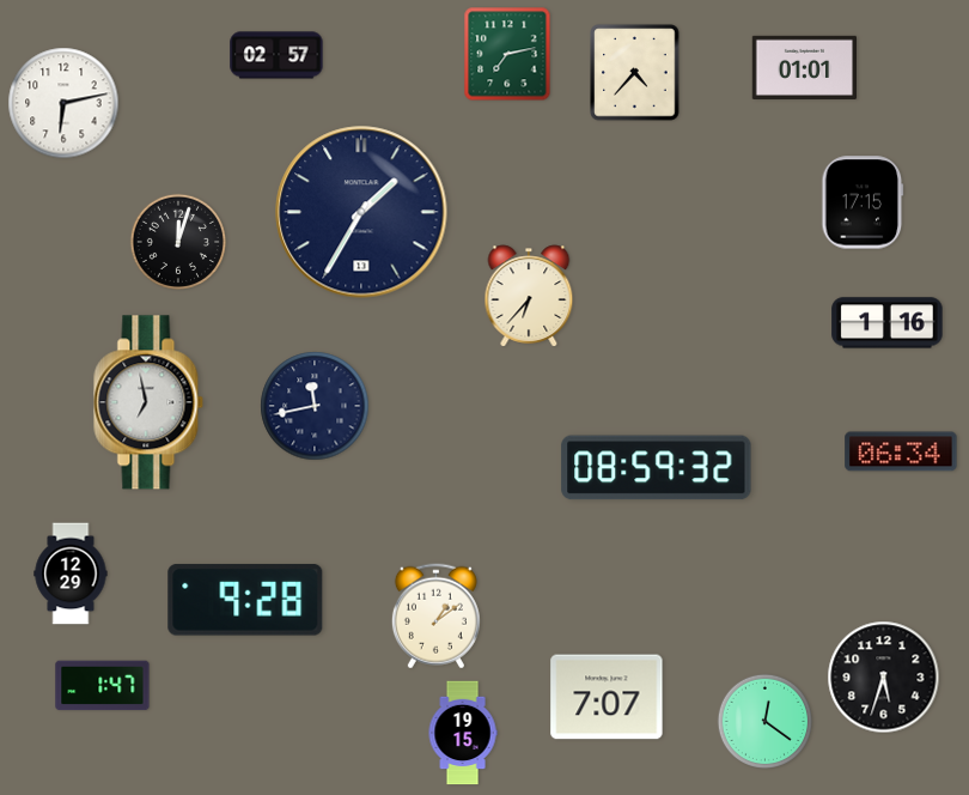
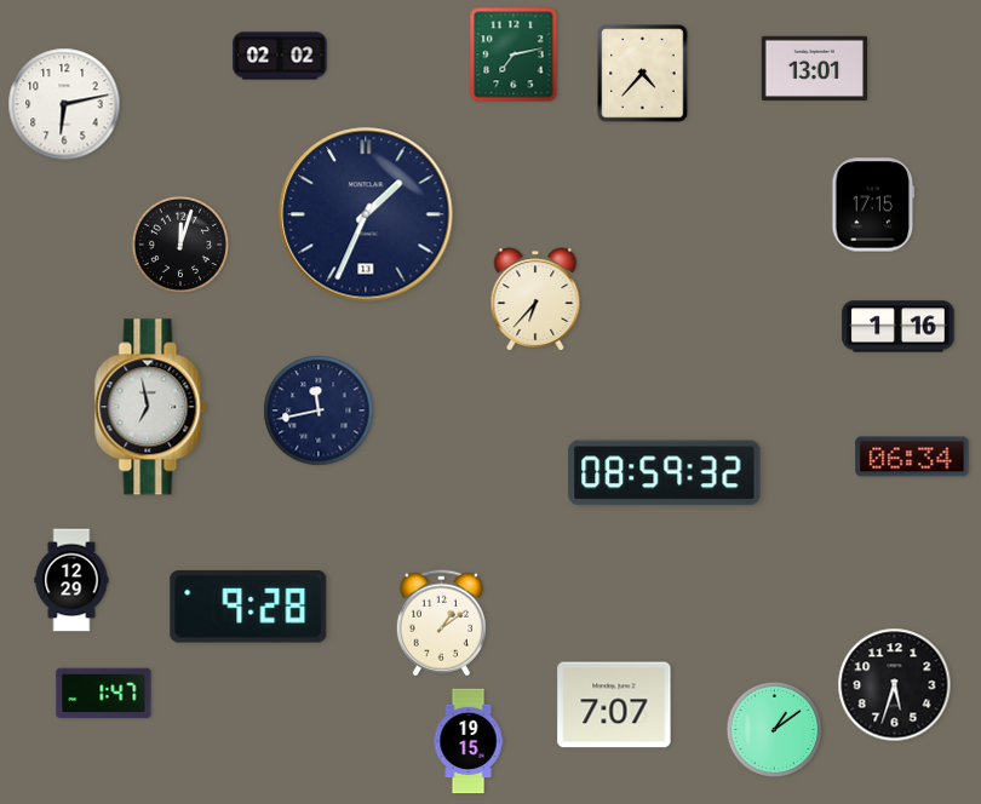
clock at (276, 55): 02:57 -> 02:02
clock at (804, 67): 01:01 -> 13:01
clock at (361, 212): 1:35 -> 1:34
clock at (764, 721): 12:21 -> 1:09
